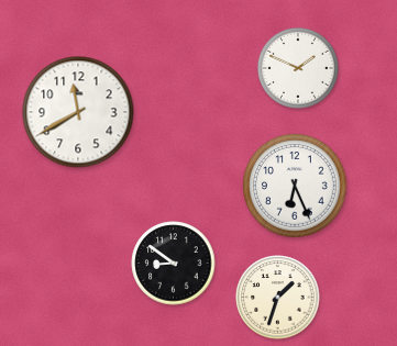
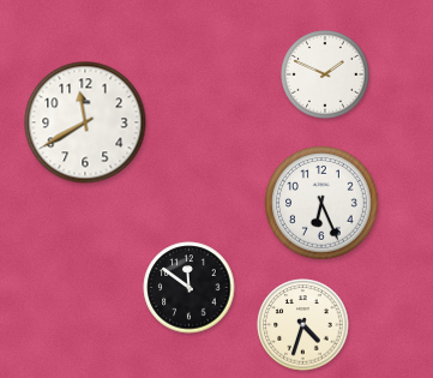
clock at (174, 264): 8:51 -> 11:51
clock at (278, 298): 1:33 -> 4:33
